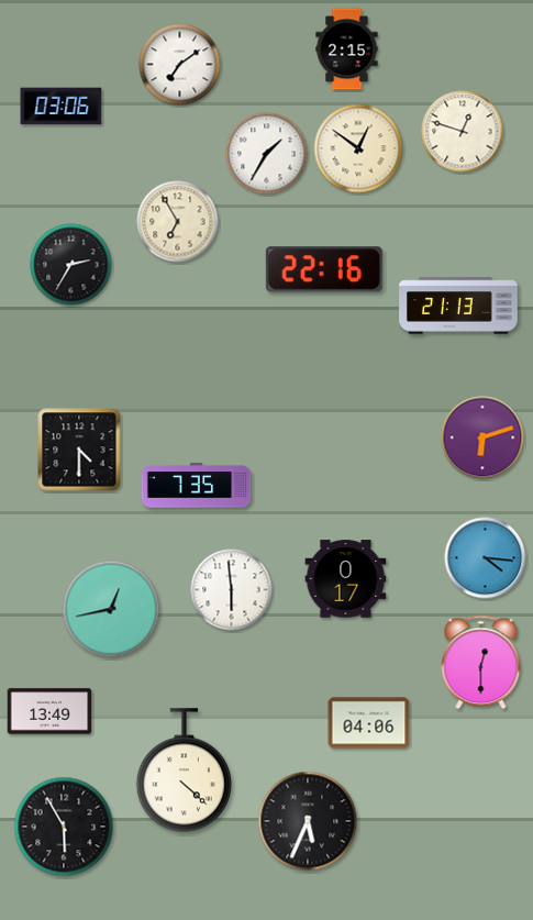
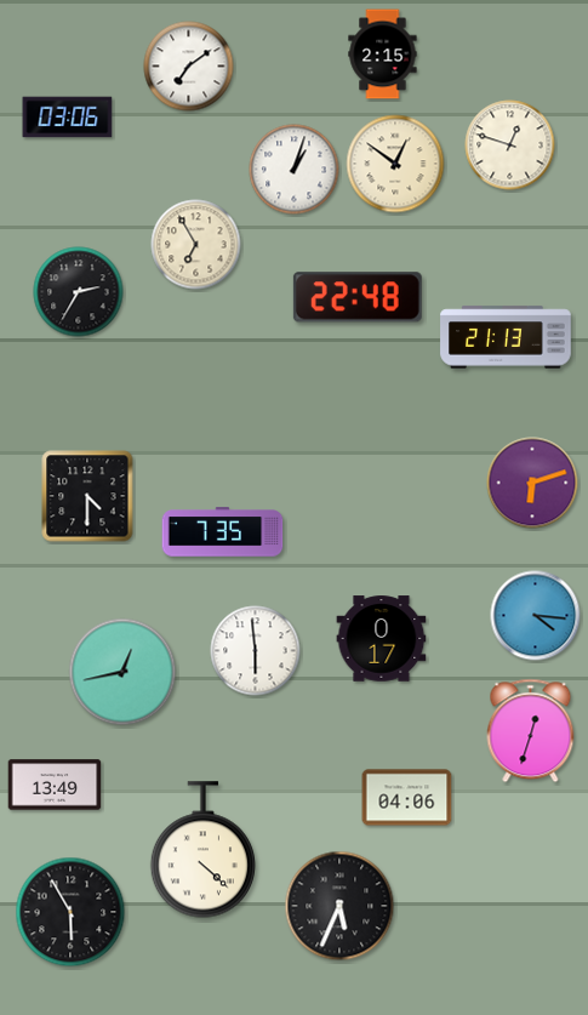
clock at (180, 65) position: (180, 65) -> (189, 67)
clock at (267, 154): 1:35 -> 1:03
clock at (324, 269): 22:16 -> 22:48
clock at (197, 486) position: (197, 486) -> (223, 532)
clock at (481, 663): 12:30 -> 12:33
